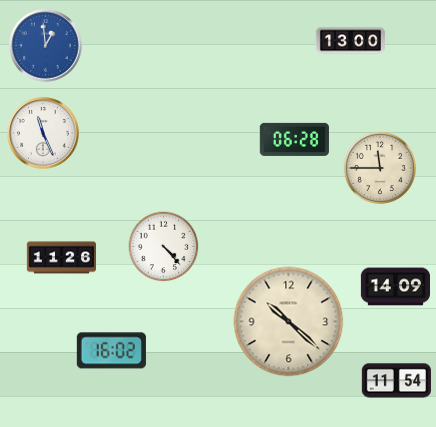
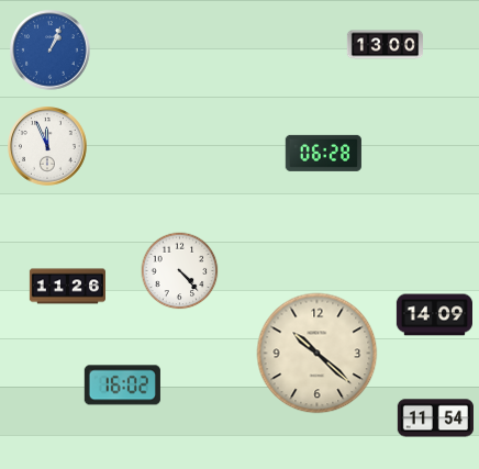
clock at (46, 46): 12:59 -> 1:04
clock at (43, 133): 11:26 -> 11:56
clock at (379, 167): 11:45 -> none
clock at (61, 258) position: (61, 258) -> (67, 287)
